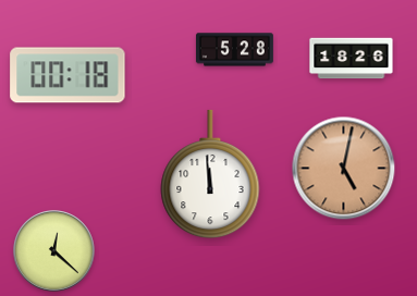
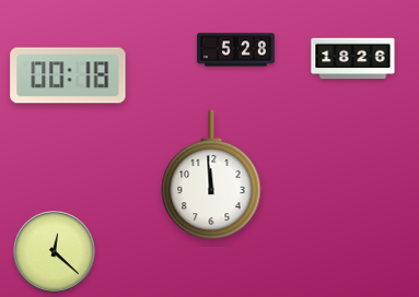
clock at (344, 169): 5:02 -> none
